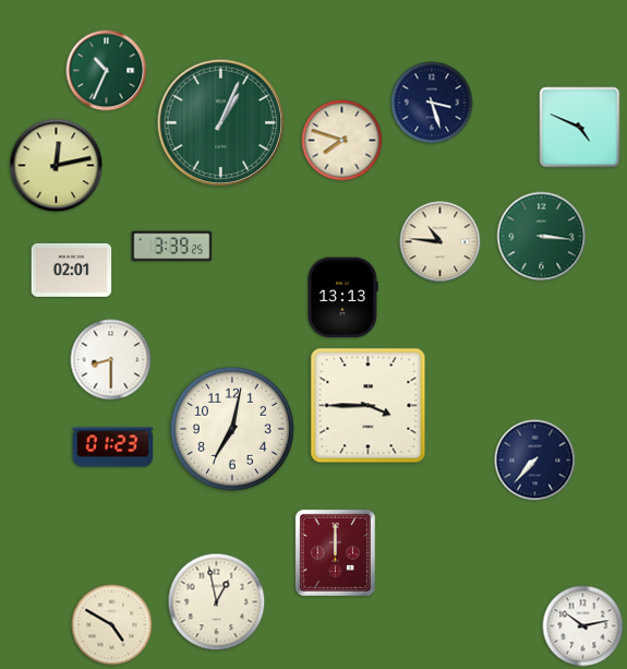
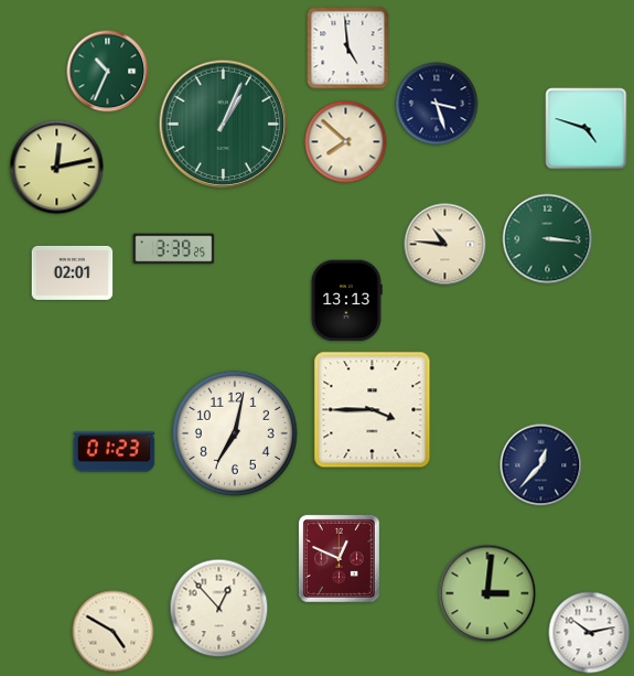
clock at (348, 49): none -> 4:59
clock at (580, 128): 4:49 -> 4:48
clock at (342, 141): 7:48 -> 7:52
clock at (111, 360): 8:30 -> none
clock at (535, 461): 7:37 -> 12:37
clock at (335, 552): 12:00 -> 12:49
clock at (487, 593): none -> 3:01
clock at (217, 602): 12:58 -> 12:53
